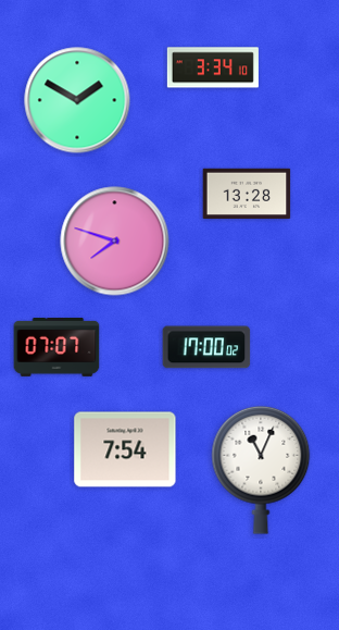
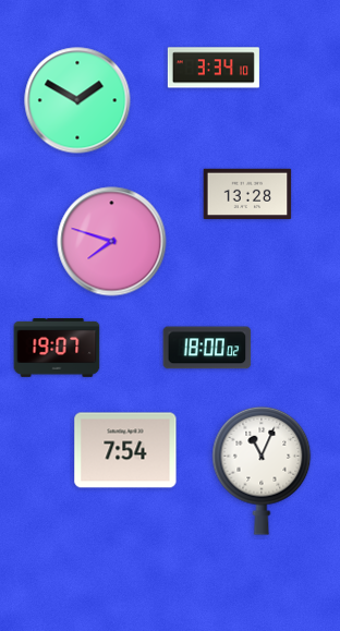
clock at (115, 242) position: (115, 242) -> (112, 242)
clock at (206, 347): 17:00 -> 18:00
clock at (56, 348): 07:07 -> 19:07
